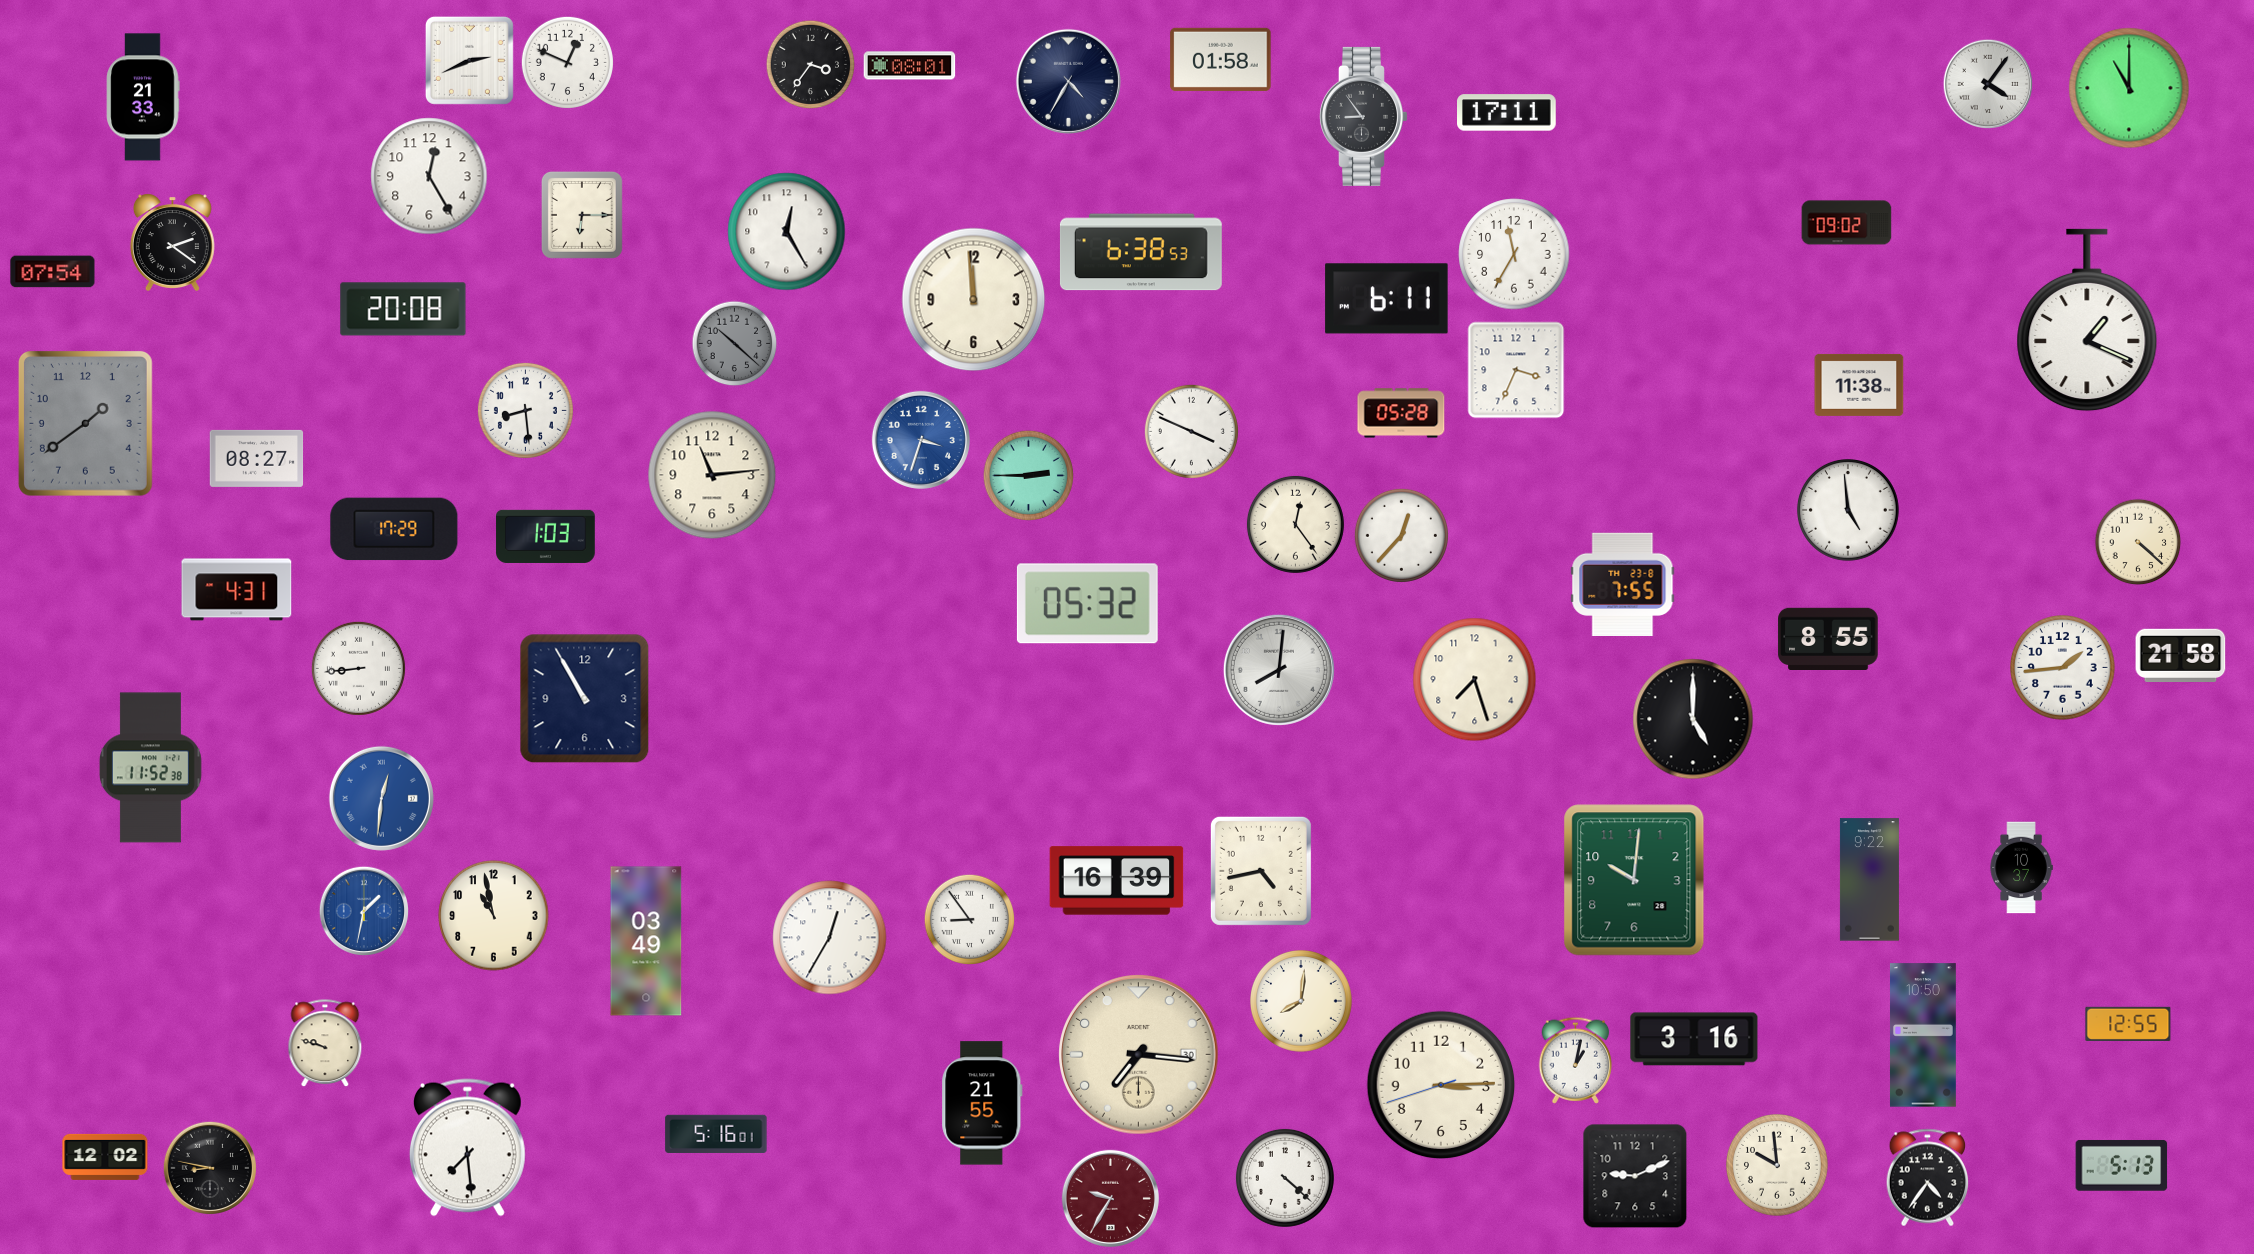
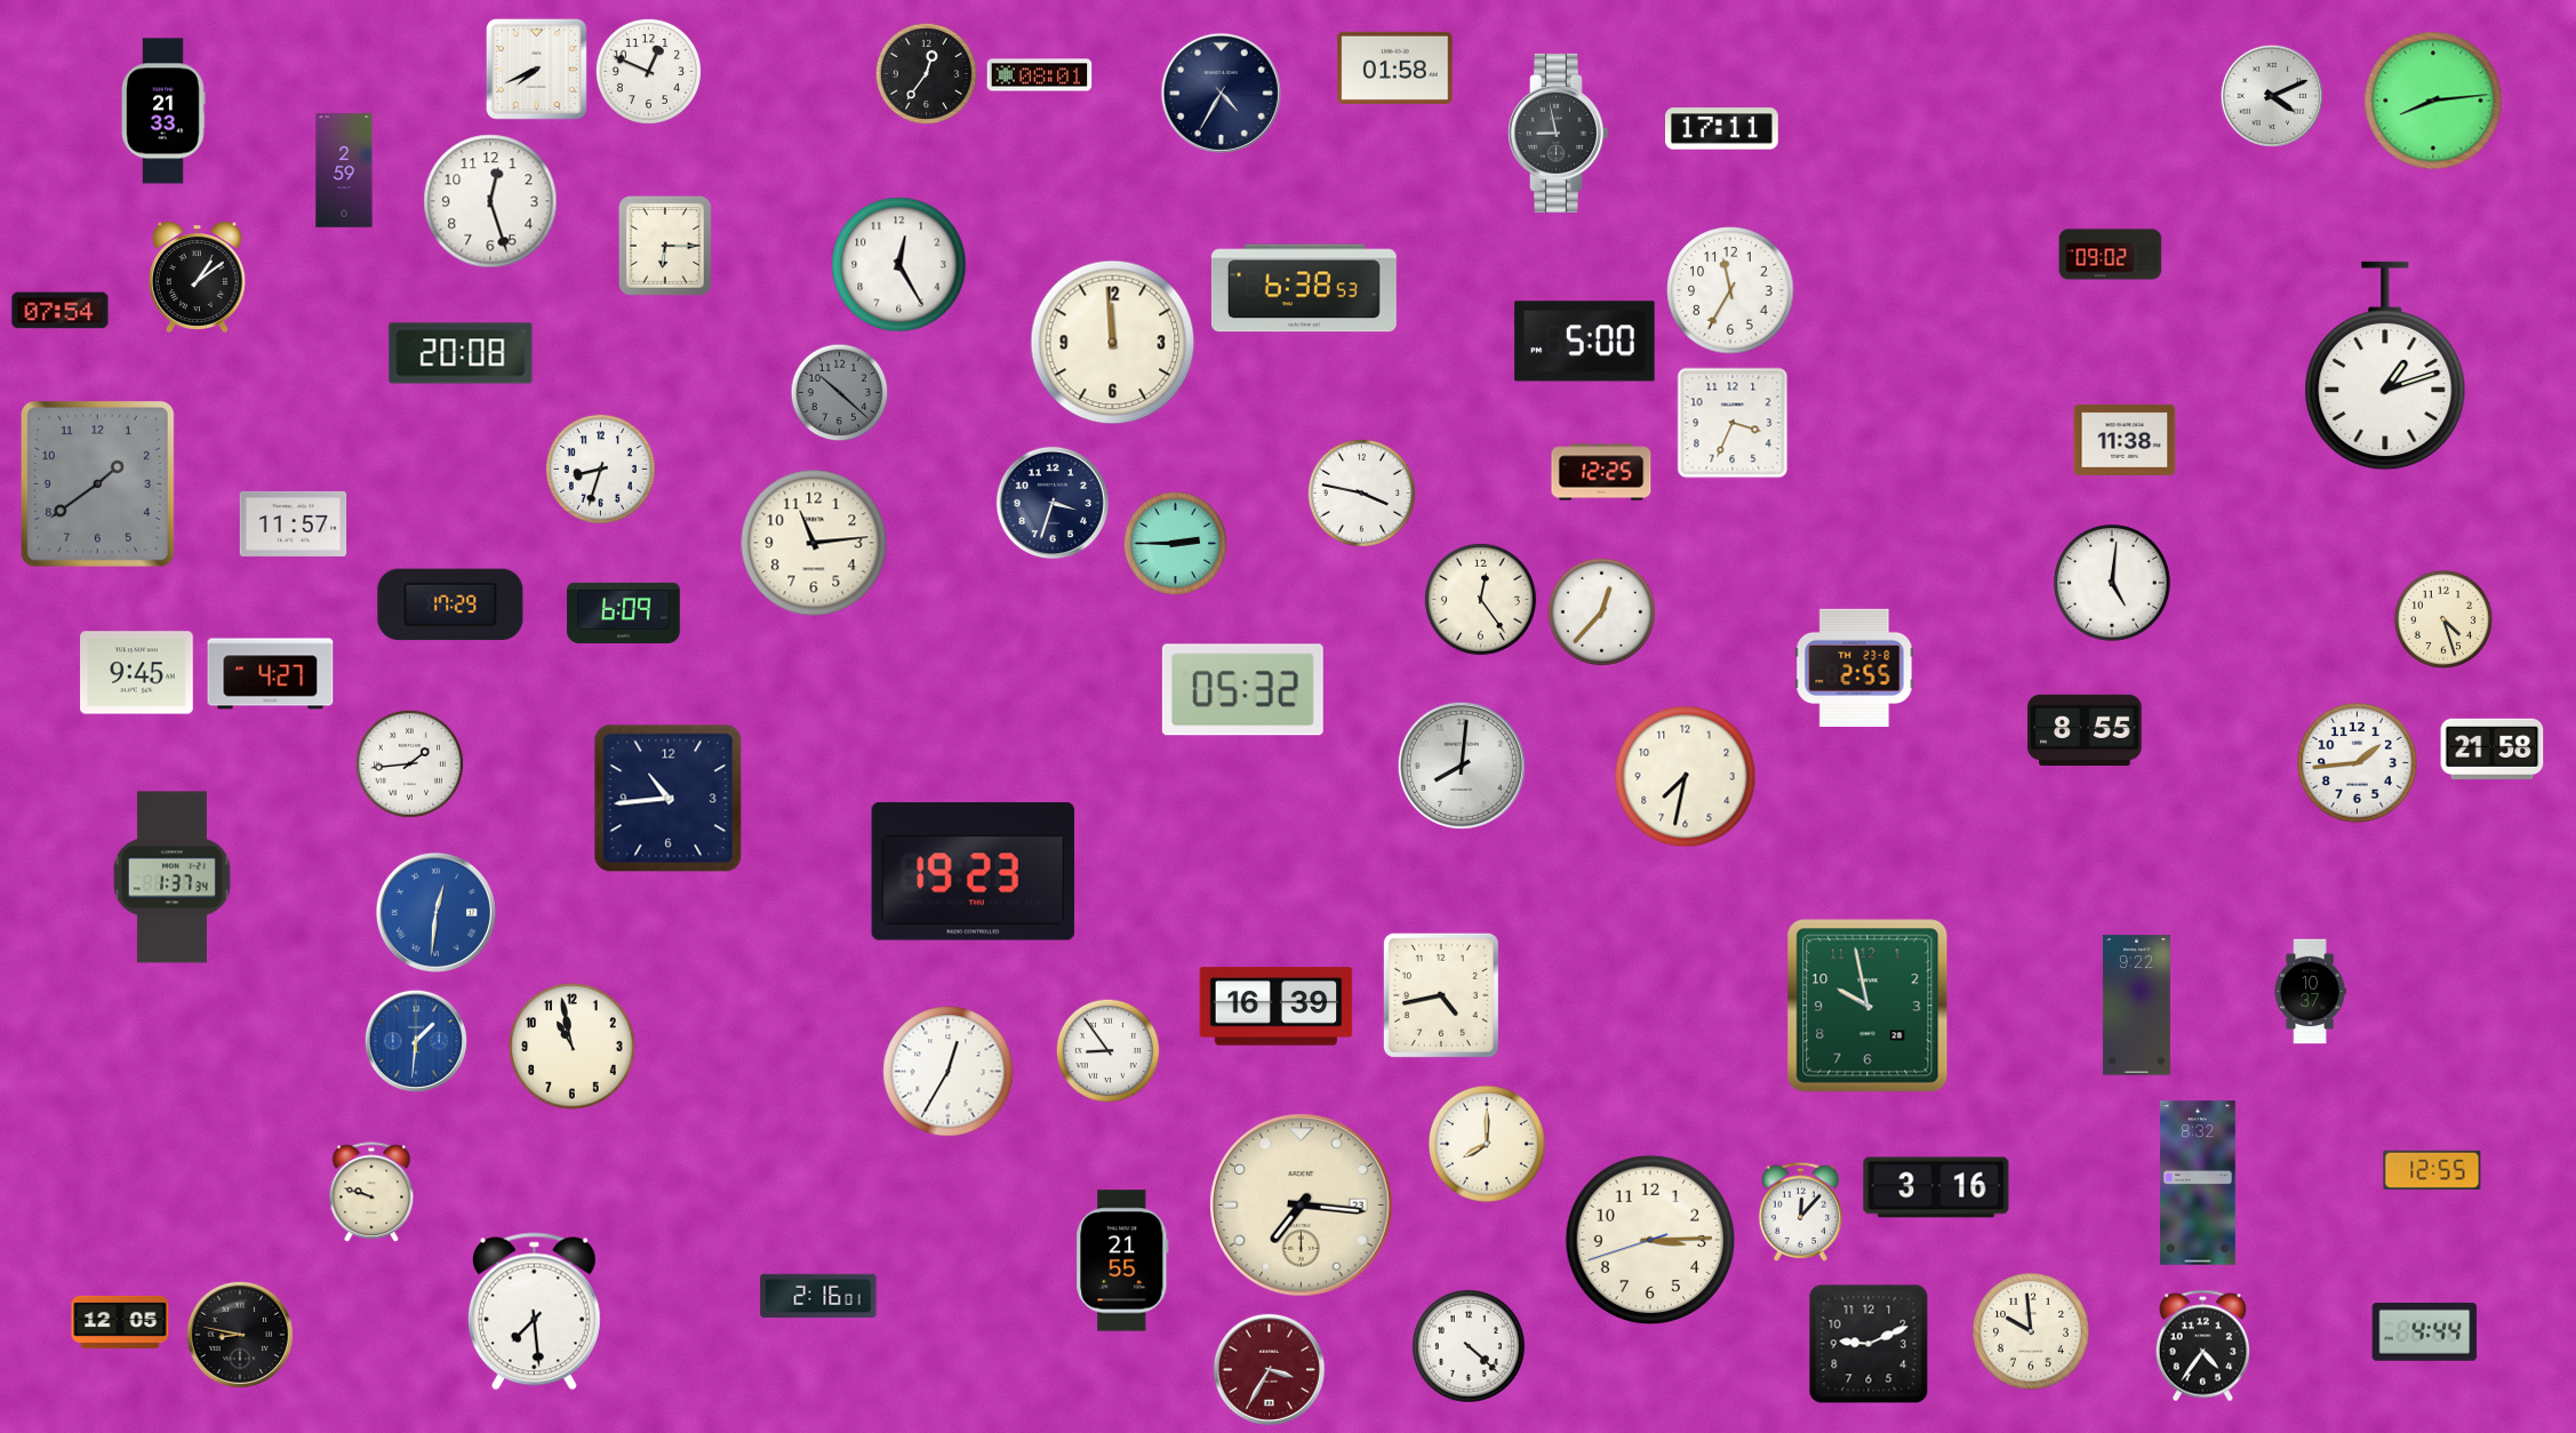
clock at (469, 60): 2:41 -> 7:41
clock at (811, 65): 3:36 -> 12:36
clock at (1987, 83): 4:06 -> 4:11
clock at (2129, 88): 11:00 -> 8:14
clock at (1363, 116): 8:54 -> 8:58
clock at (344, 170): none -> 2:59
clock at (429, 176): 12:25 -> 12:27
clock at (172, 242): 2:21 -> 1:09
clock at (1387, 299): 6:11 -> 5:00
clock at (2087, 320): 1:19 -> 1:12
clock at (525, 410): 8:29 -> 8:33
clock at (1401, 413): 05:28 -> 12:25
clock at (1191, 431): 3:49 -> 3:47
clock at (921, 440) dial: blue -> navy
clock at (257, 458): 08:27 -> 11:57
clock at (1849, 511): 4:59 -> 5:01
clock at (546, 536): 1:03 -> 6:09
clock at (2138, 542): 4:22 -> 4:27
clock at (1623, 584): 7:55 -> 2:55
clock at (137, 673): none -> 9:45
clock at (237, 590): 4:31 -> 4:27
clock at (1828, 638) position: (1828, 638) -> (2085, 729)
clock at (358, 668): 8:44 -> 1:44
clock at (1475, 680): 7:27 -> 7:32
clock at (585, 699): 10:55 -> 10:44
clock at (1693, 719): 5:00 -> none
clock at (973, 872): none -> 19:23
clock at (150, 768): 11:52 -> 1:37
clock at (1634, 880): 10:01 -> 9:58
clock at (363, 910): 1:32 -> 1:31
clock at (494, 916) position: (494, 916) -> (573, 1047)
clock at (646, 941): 03:49 -> none
clock at (1302, 1002): 8:01 -> 8:00
clock at (1923, 1035): 10:50 -> 8:32
clock at (1139, 1055) date: 30 -> 23
clock at (1576, 1060): 1:02 -> 12:07
clock at (1441, 1085) position: (1441, 1085) -> (1650, 1240)
clock at (716, 1133): 5:16 -> 2:16
clock at (105, 1157): 12:02 -> 12:05
clock at (2122, 1165): 5:13 -> 4:44
clock at (1110, 1198): 9:35 -> 3:35
